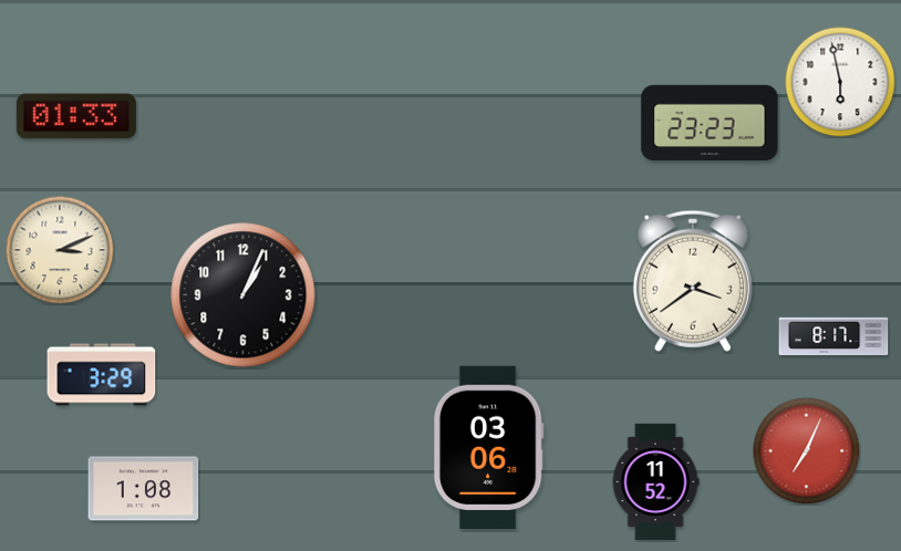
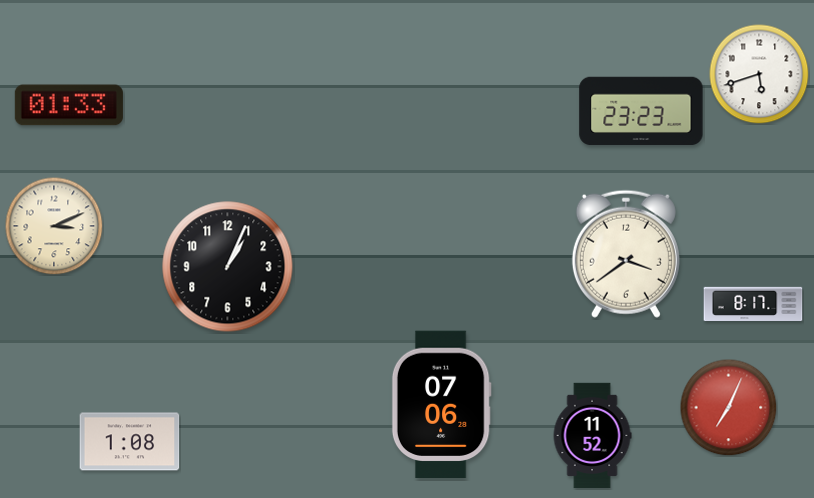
clock at (840, 82): 5:58 -> 5:42
clock at (244, 295) position: (244, 295) -> (228, 267)
clock at (102, 375): 3:29 -> none
clock at (488, 448): 03:06 -> 07:06
